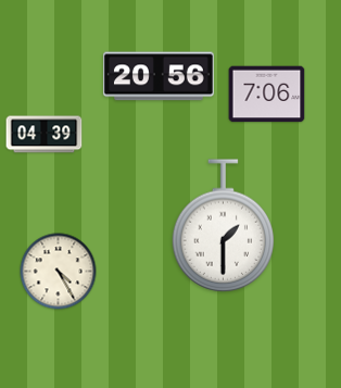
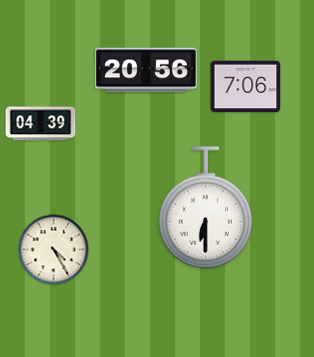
clock at (224, 226): 1:30 -> 6:30
